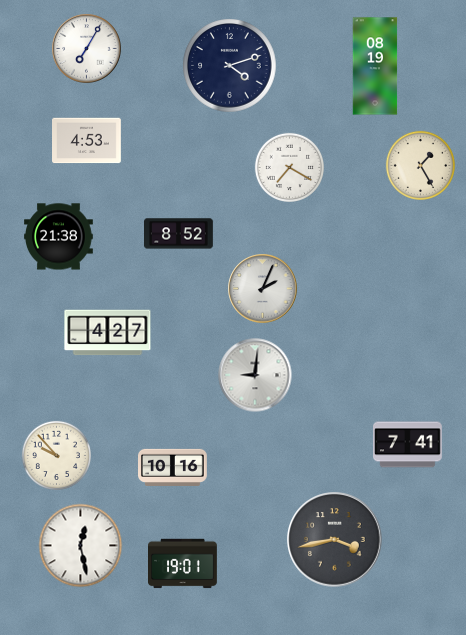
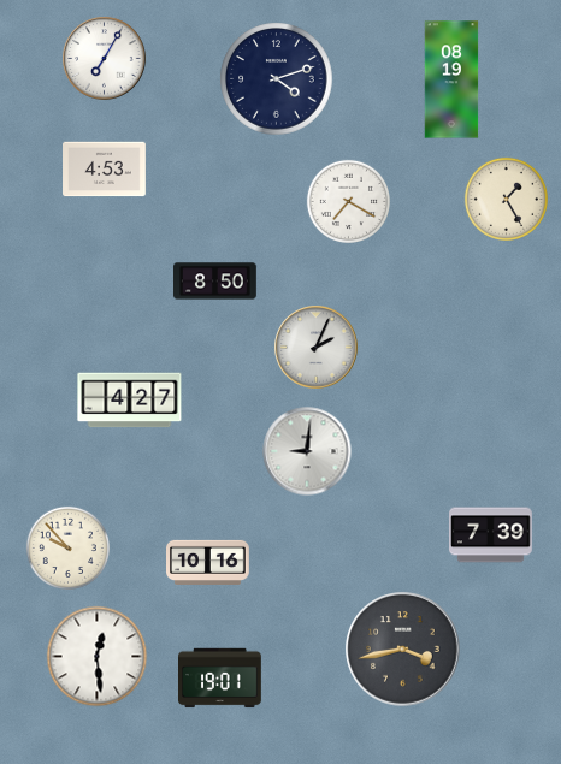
clock at (179, 234): 8:52 -> 8:50
clock at (59, 237): 21:38 -> none
clock at (408, 445): 7:41 -> 7:39
clock at (81, 546): 12:28 -> 12:29
